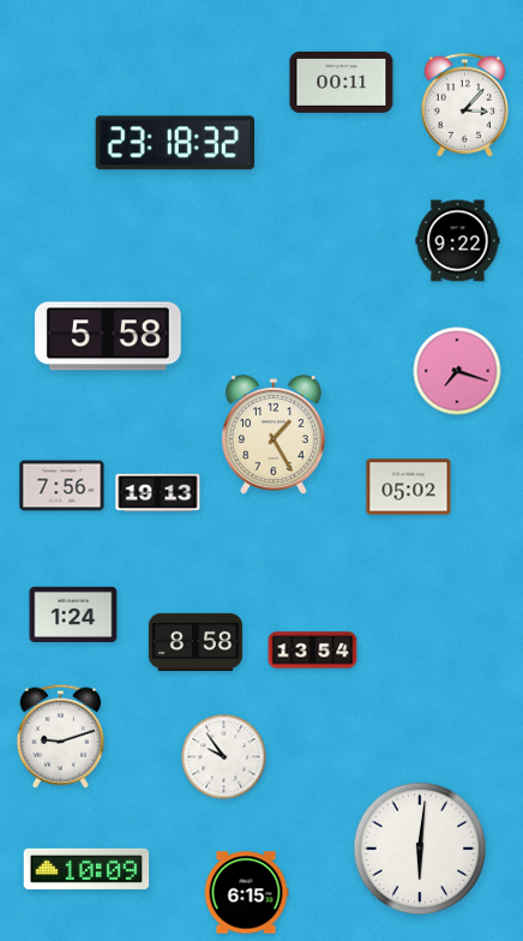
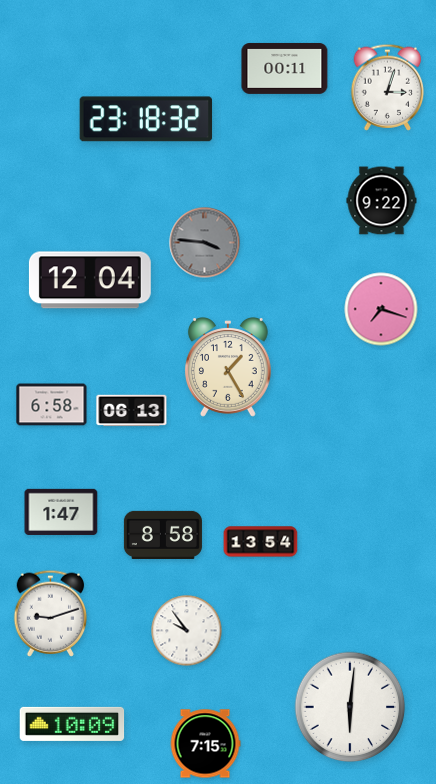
clock at (465, 104): 3:07 -> 3:03
clock at (205, 243): none -> 3:46
clock at (108, 336): 5:58 -> 12:04
clock at (273, 434) position: (273, 434) -> (228, 367)
clock at (62, 486): 7:56 -> 6:58
clock at (409, 487): 05:02 -> none
clock at (158, 493): 19:13 -> 06:13
clock at (73, 615): 1:24 -> 1:47
clock at (246, 893): 6:15 -> 7:15
